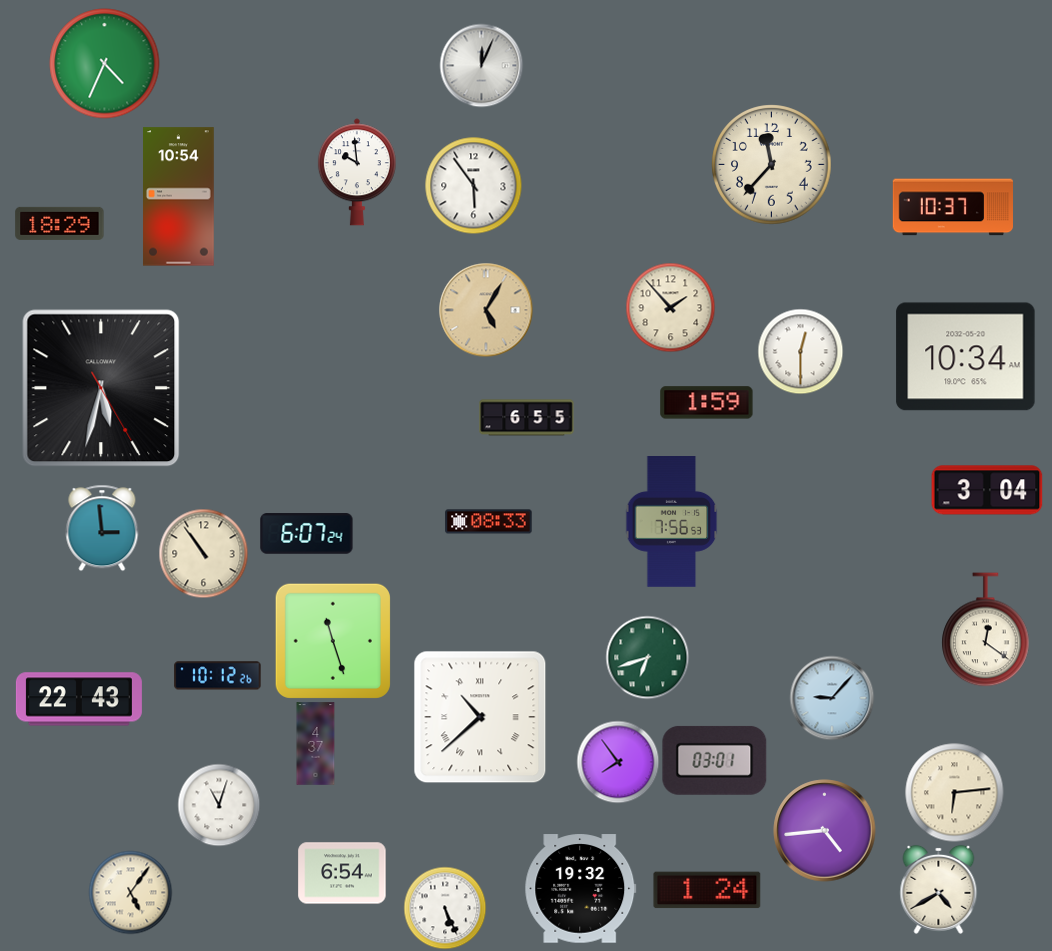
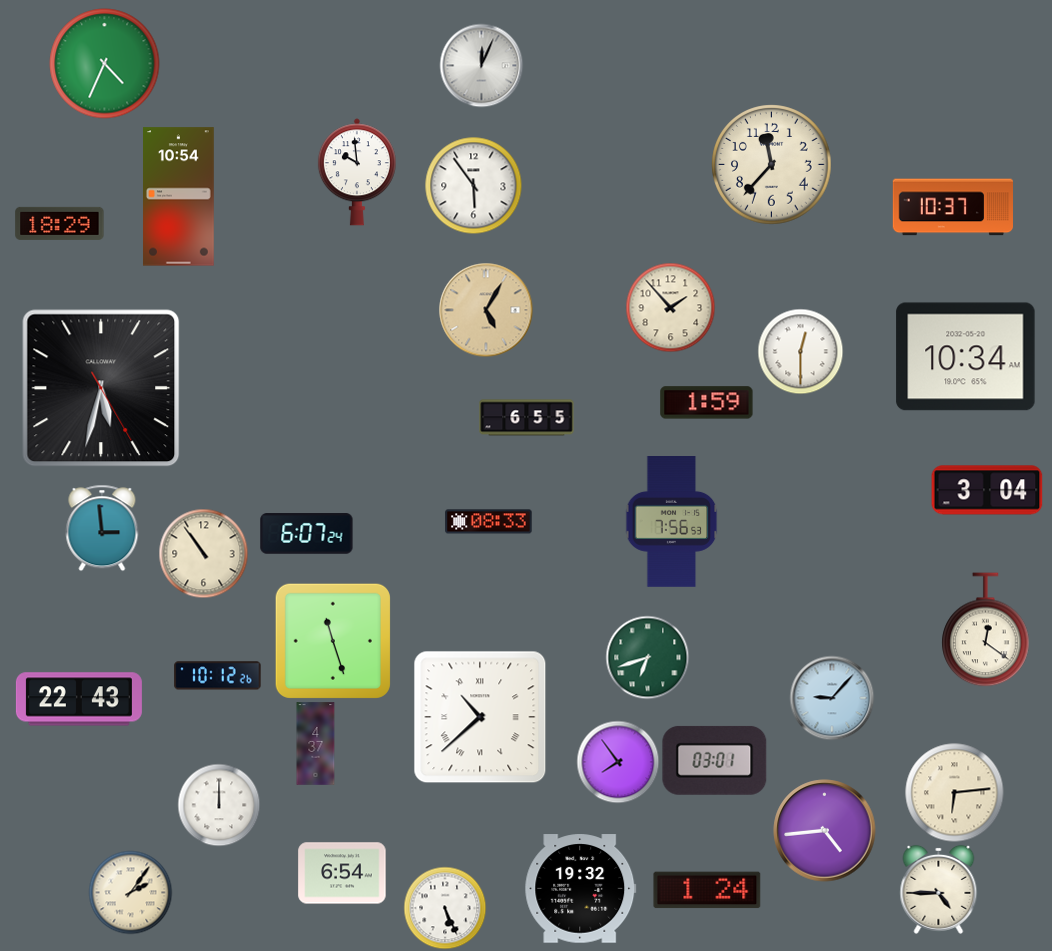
clock at (219, 805): 11:03 -> 12:00
clock at (939, 889): 4:40 -> 4:45
clock at (130, 892): 5:06 -> 2:06
